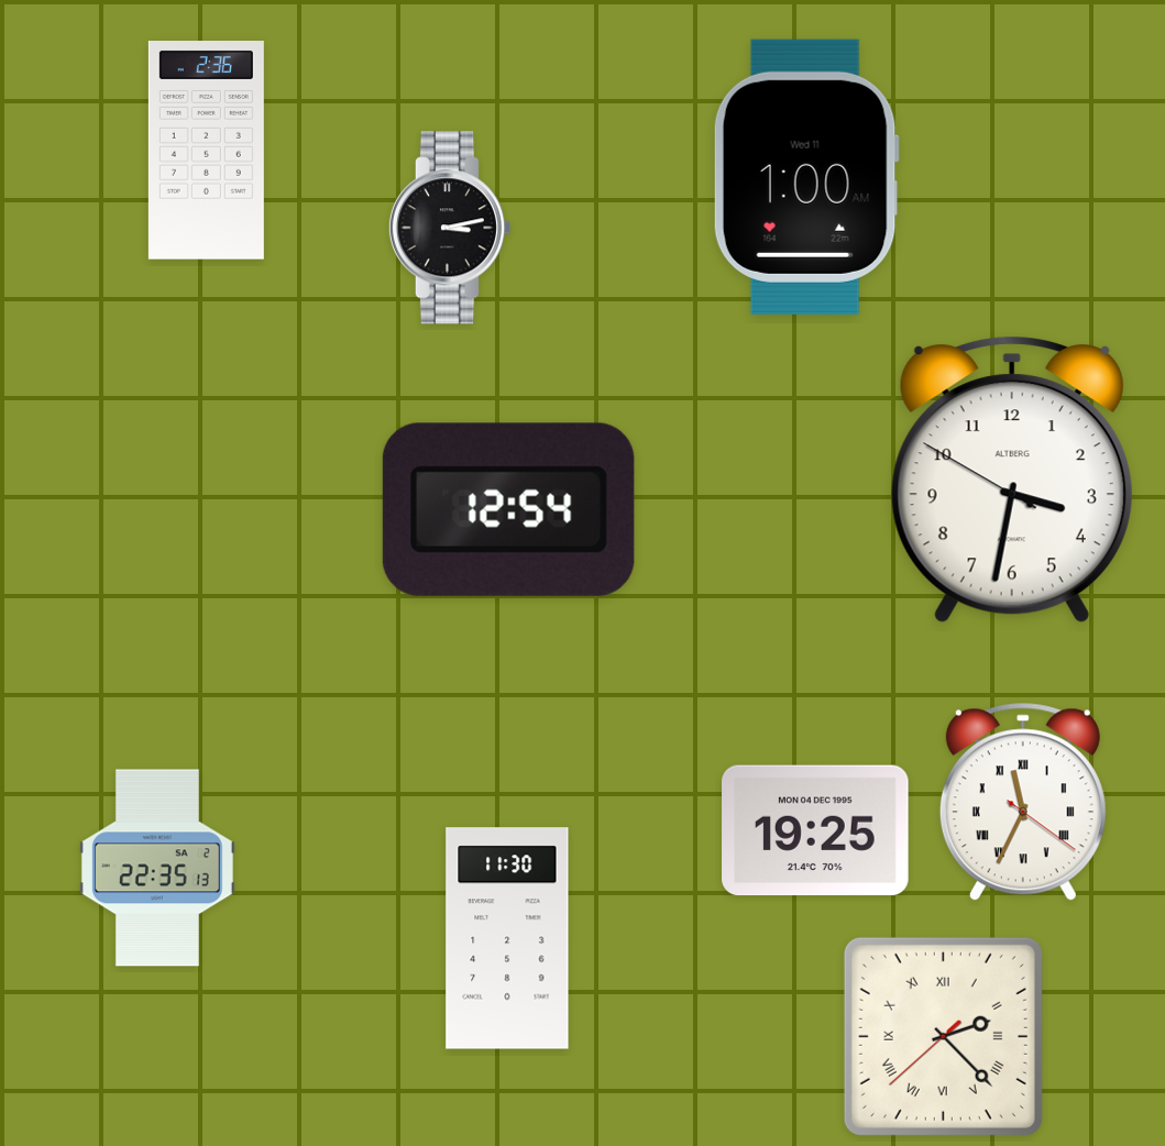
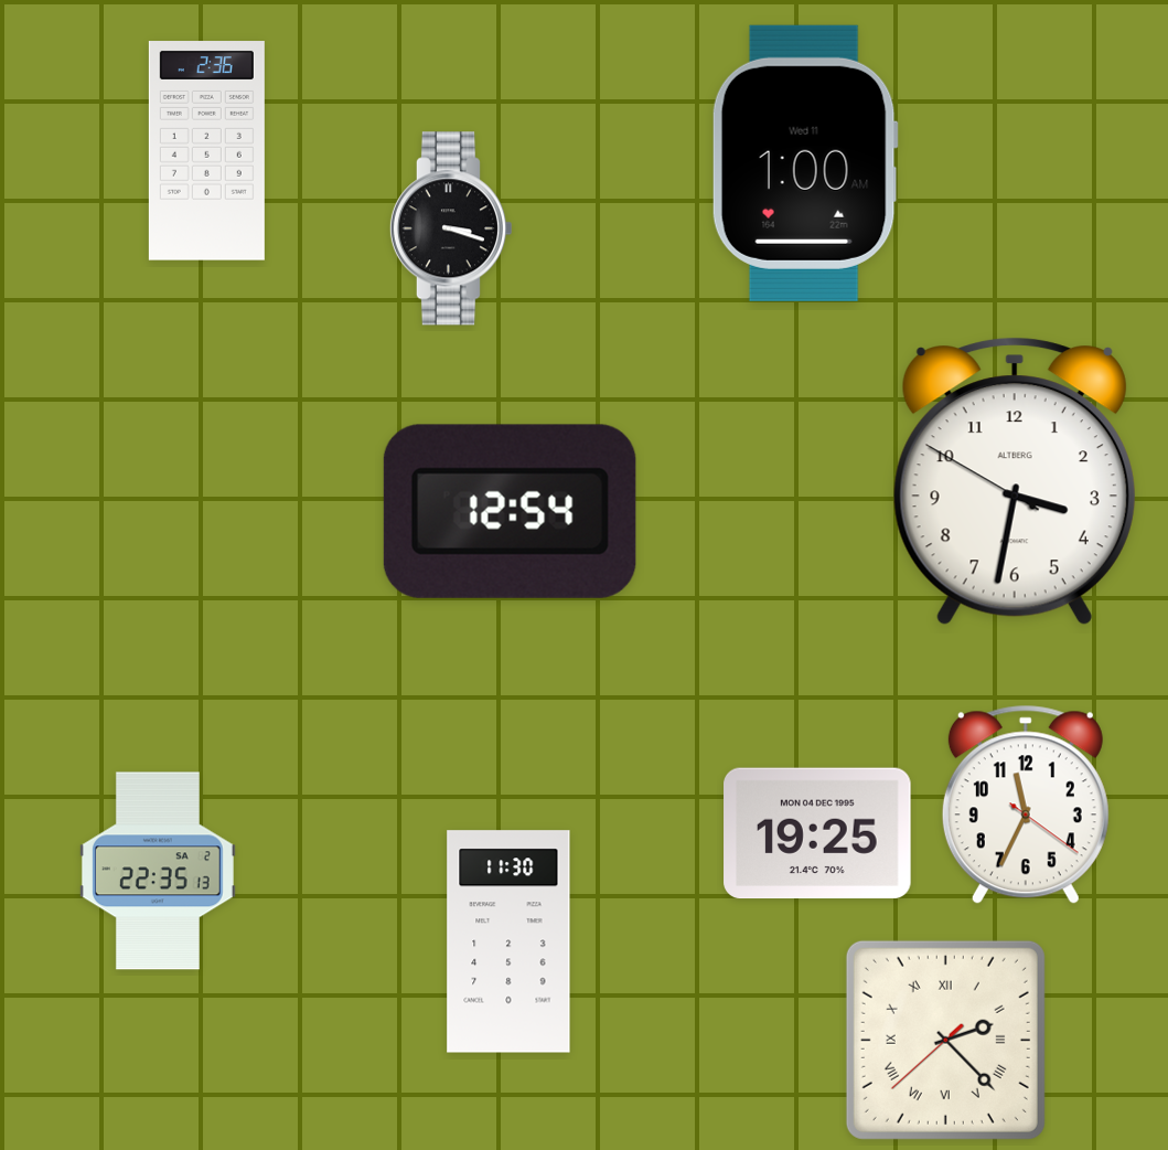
clock at (806, 177) position: (806, 177) -> (805, 163)
clock at (449, 228): 3:13 -> 3:18
clock at (1023, 802) numerals: Roman -> Arabic
